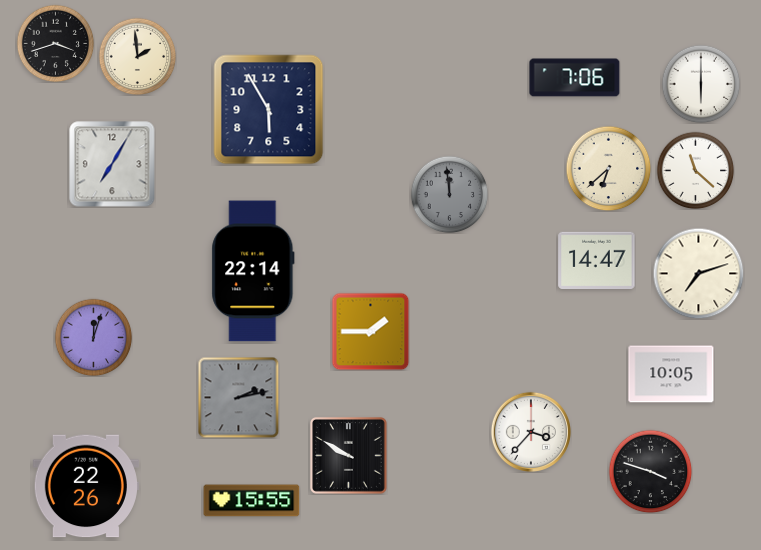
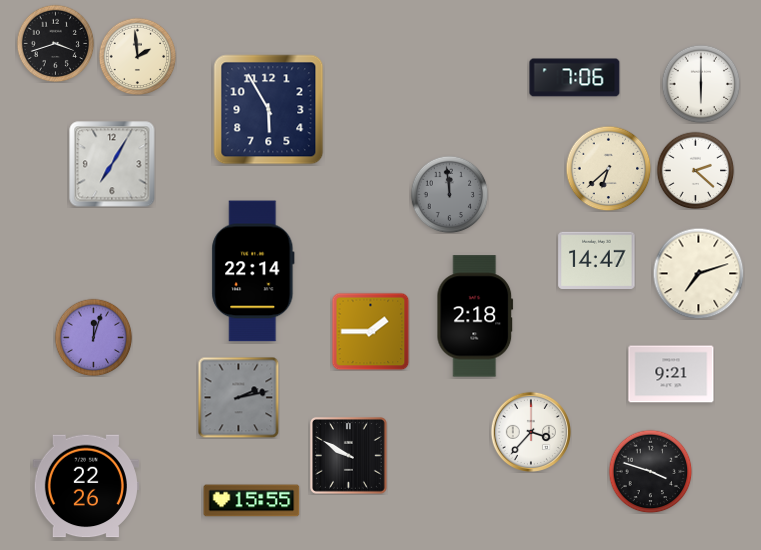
clock at (695, 170): 11:22 -> 2:22
clock at (475, 316): none -> 2:18
clock at (671, 374): 10:05 -> 9:21
